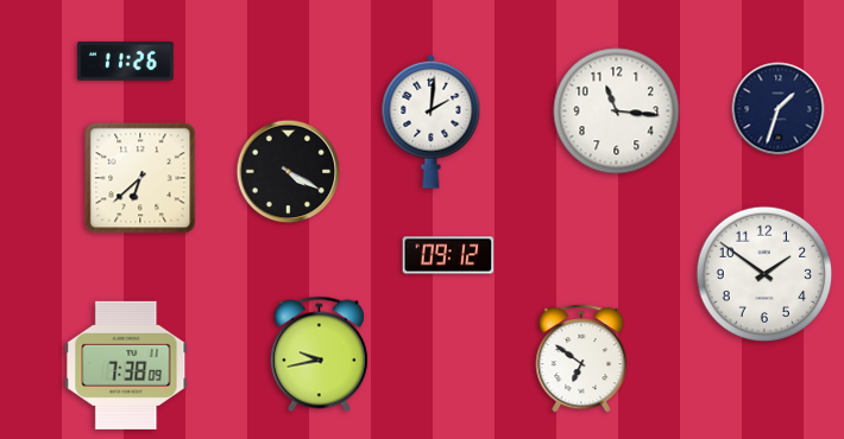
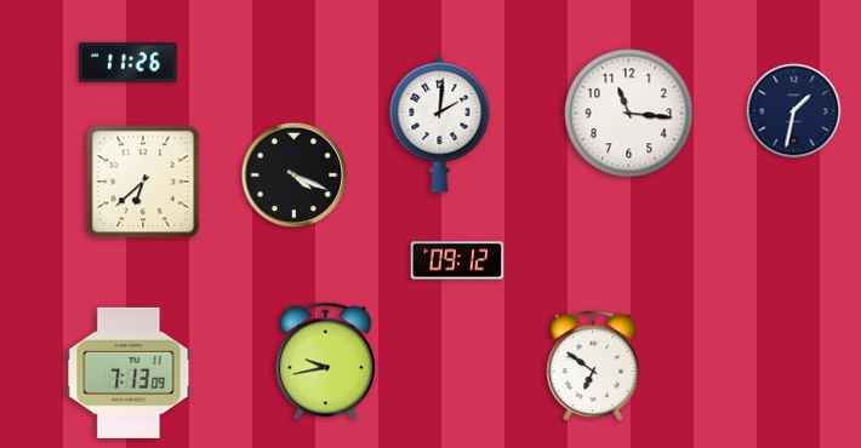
clock at (779, 109): 1:33 -> 1:32
clock at (289, 172): 4:20 -> 4:19
clock at (764, 274): 1:51 -> none
clock at (126, 365): 7:38 -> 7:13
